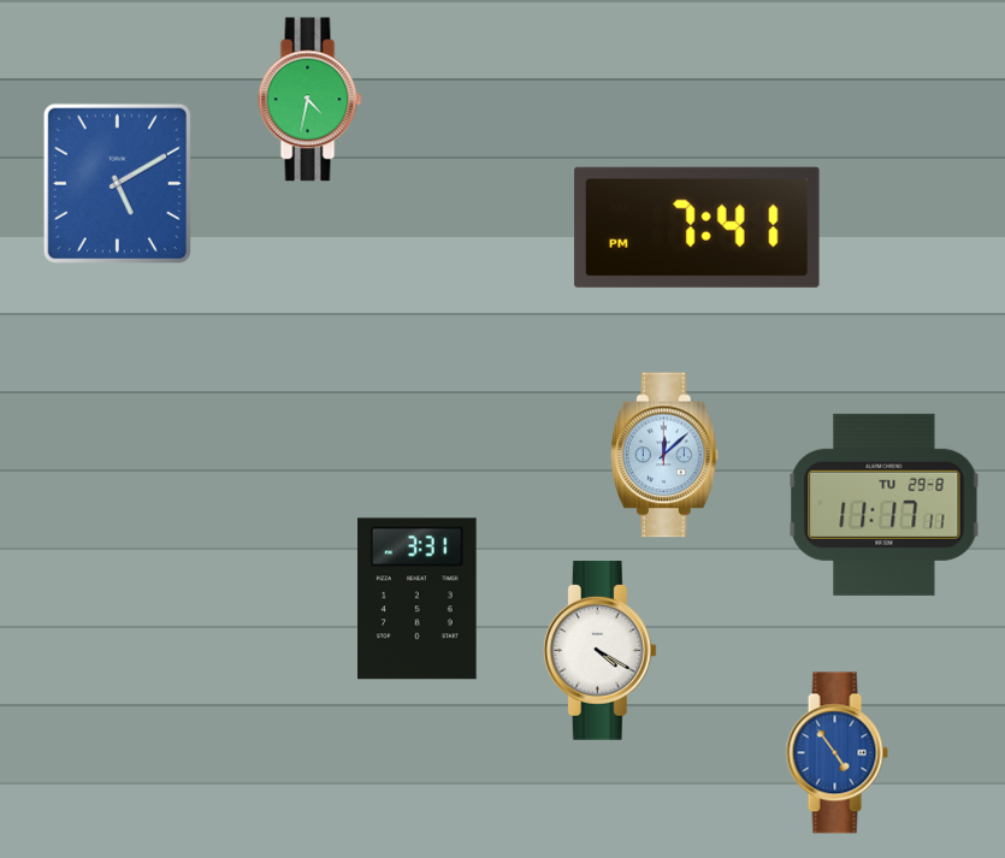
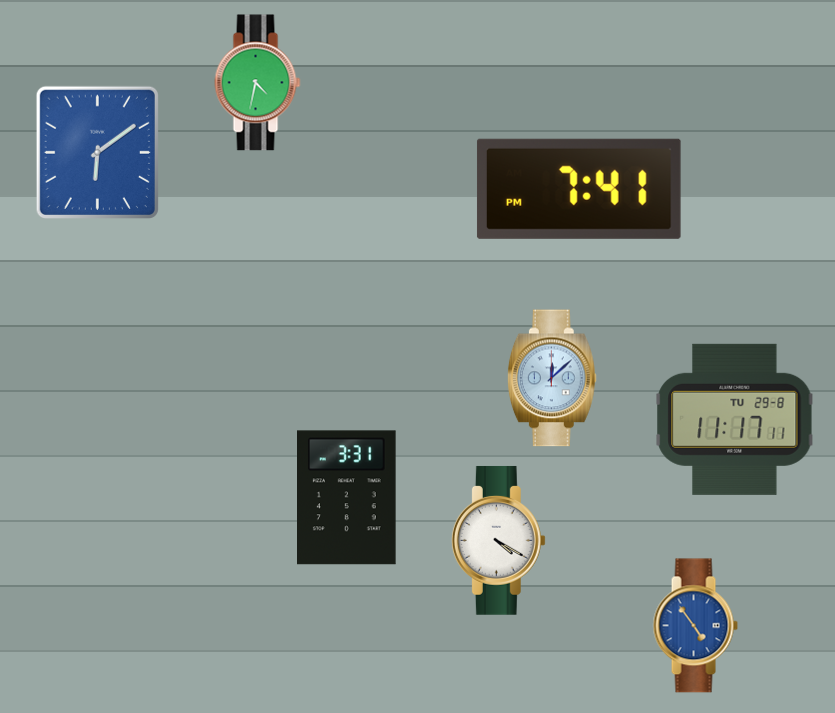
clock at (117, 183): 5:10 -> 6:09
